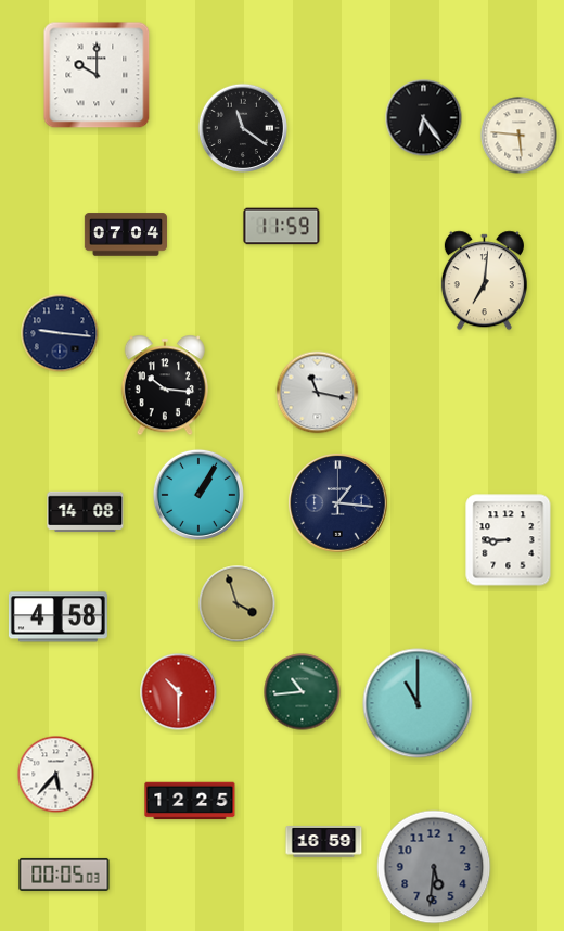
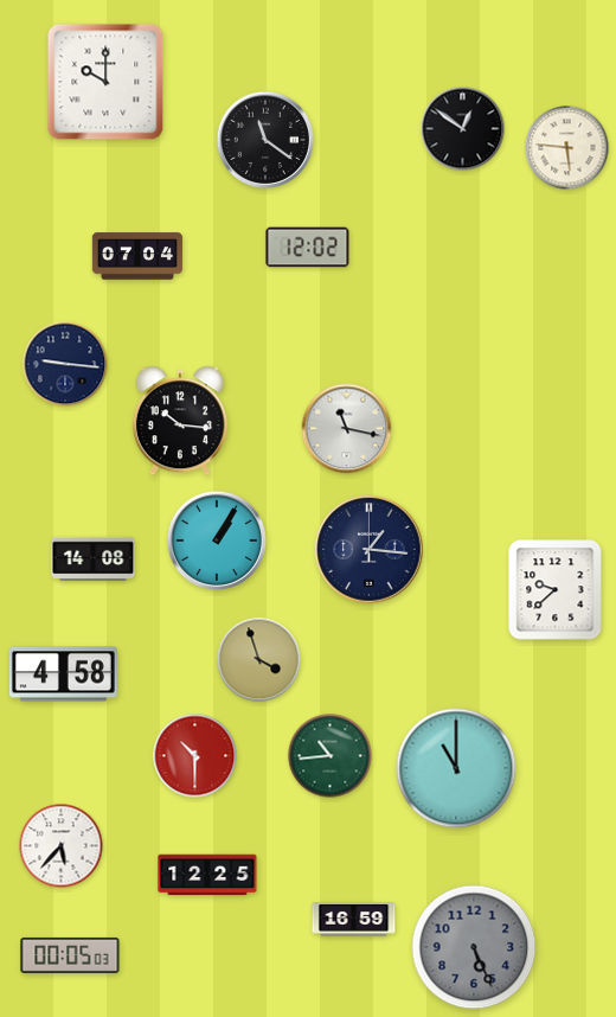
clock at (424, 118): 6:24 -> 12:51
clock at (282, 227): 11:59 -> 12:02
clock at (484, 281): 7:01 -> none
clock at (509, 540): 8:45 -> 9:38
clock at (434, 867): 5:31 -> 5:26
